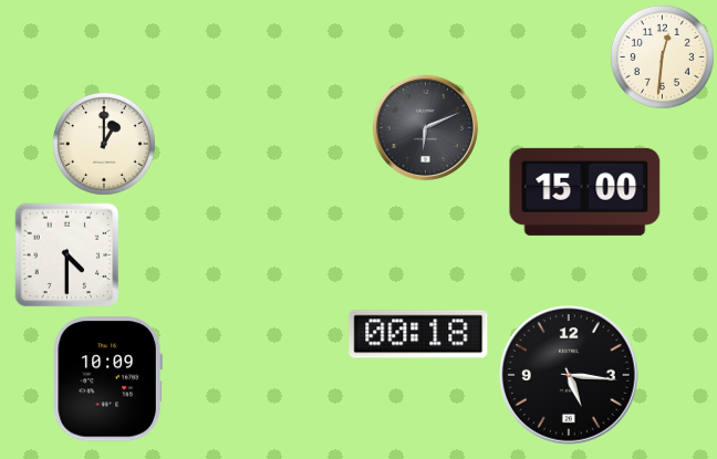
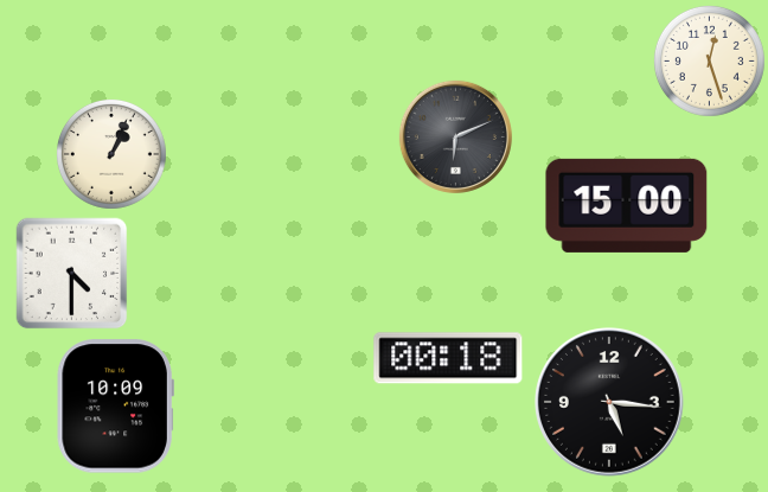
clock at (662, 56): 12:31 -> 12:27
clock at (104, 144): 1:00 -> 1:04
